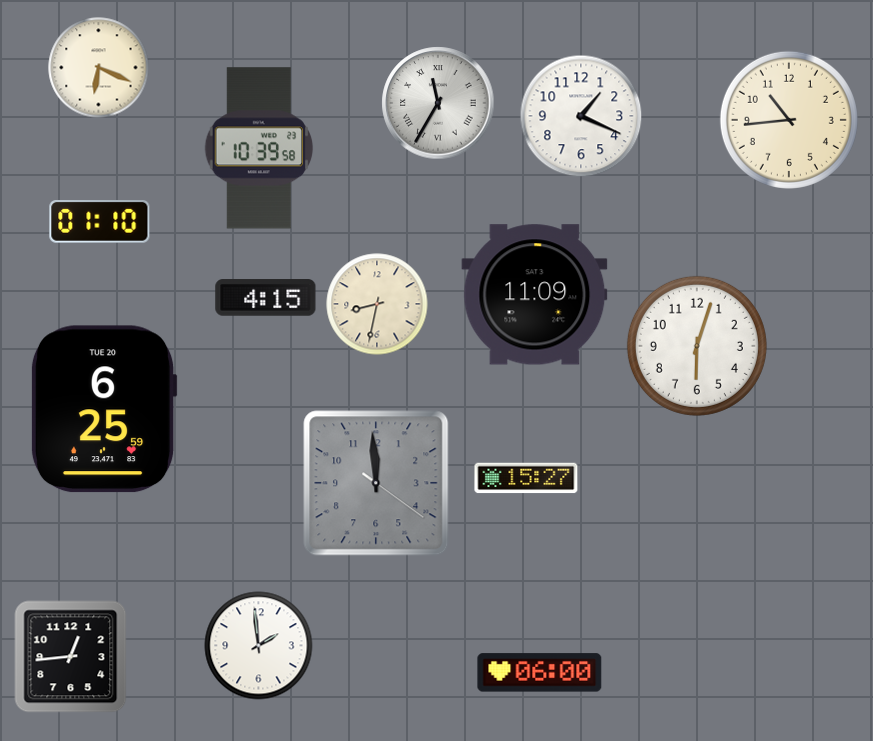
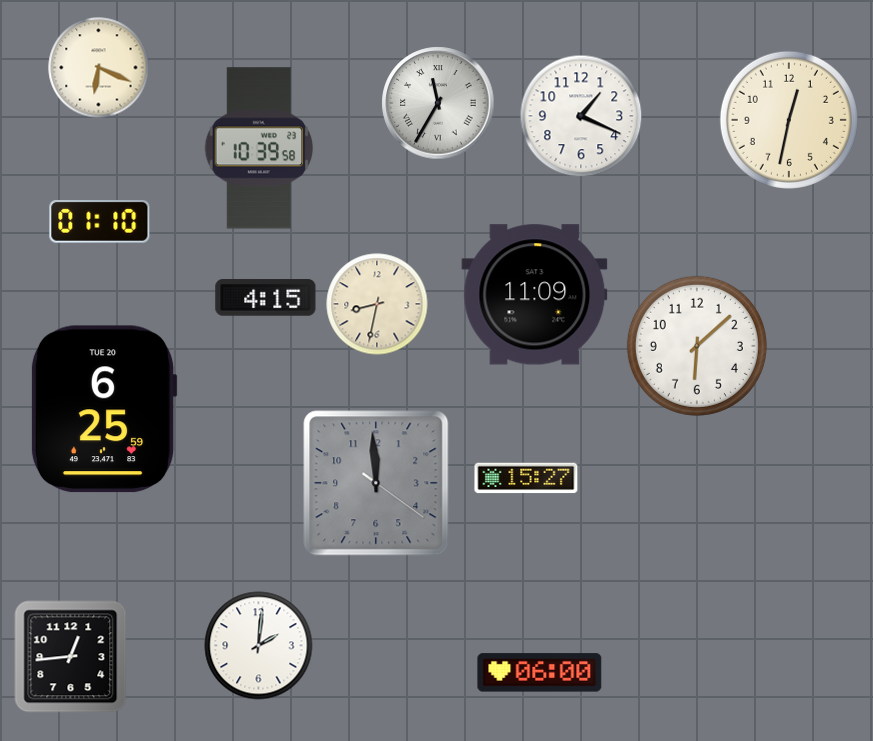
clock at (789, 120): 10:44 -> 12:32
clock at (697, 346): 6:03 -> 6:08
clock at (259, 646): 1:59 -> 2:01
